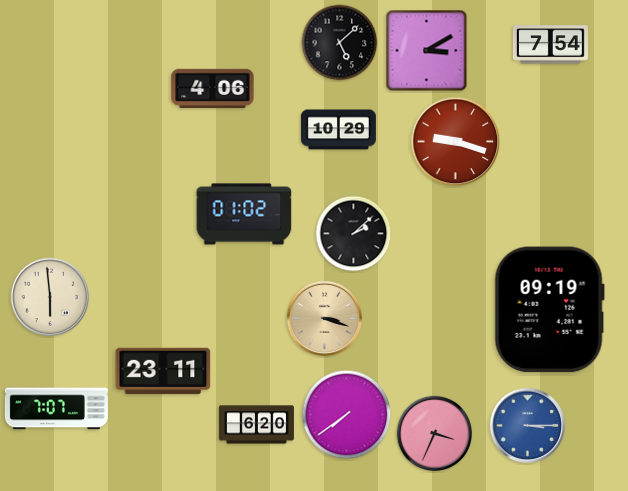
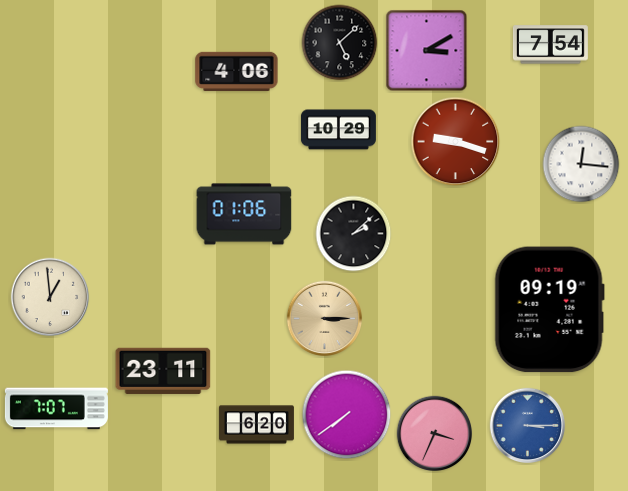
clock at (213, 88) position: (213, 88) -> (237, 71)
clock at (581, 164): none -> 12:16
clock at (244, 214): 01:02 -> 01:06
clock at (50, 297): 5:59 -> 12:59
clock at (325, 319): 3:18 -> 3:15
